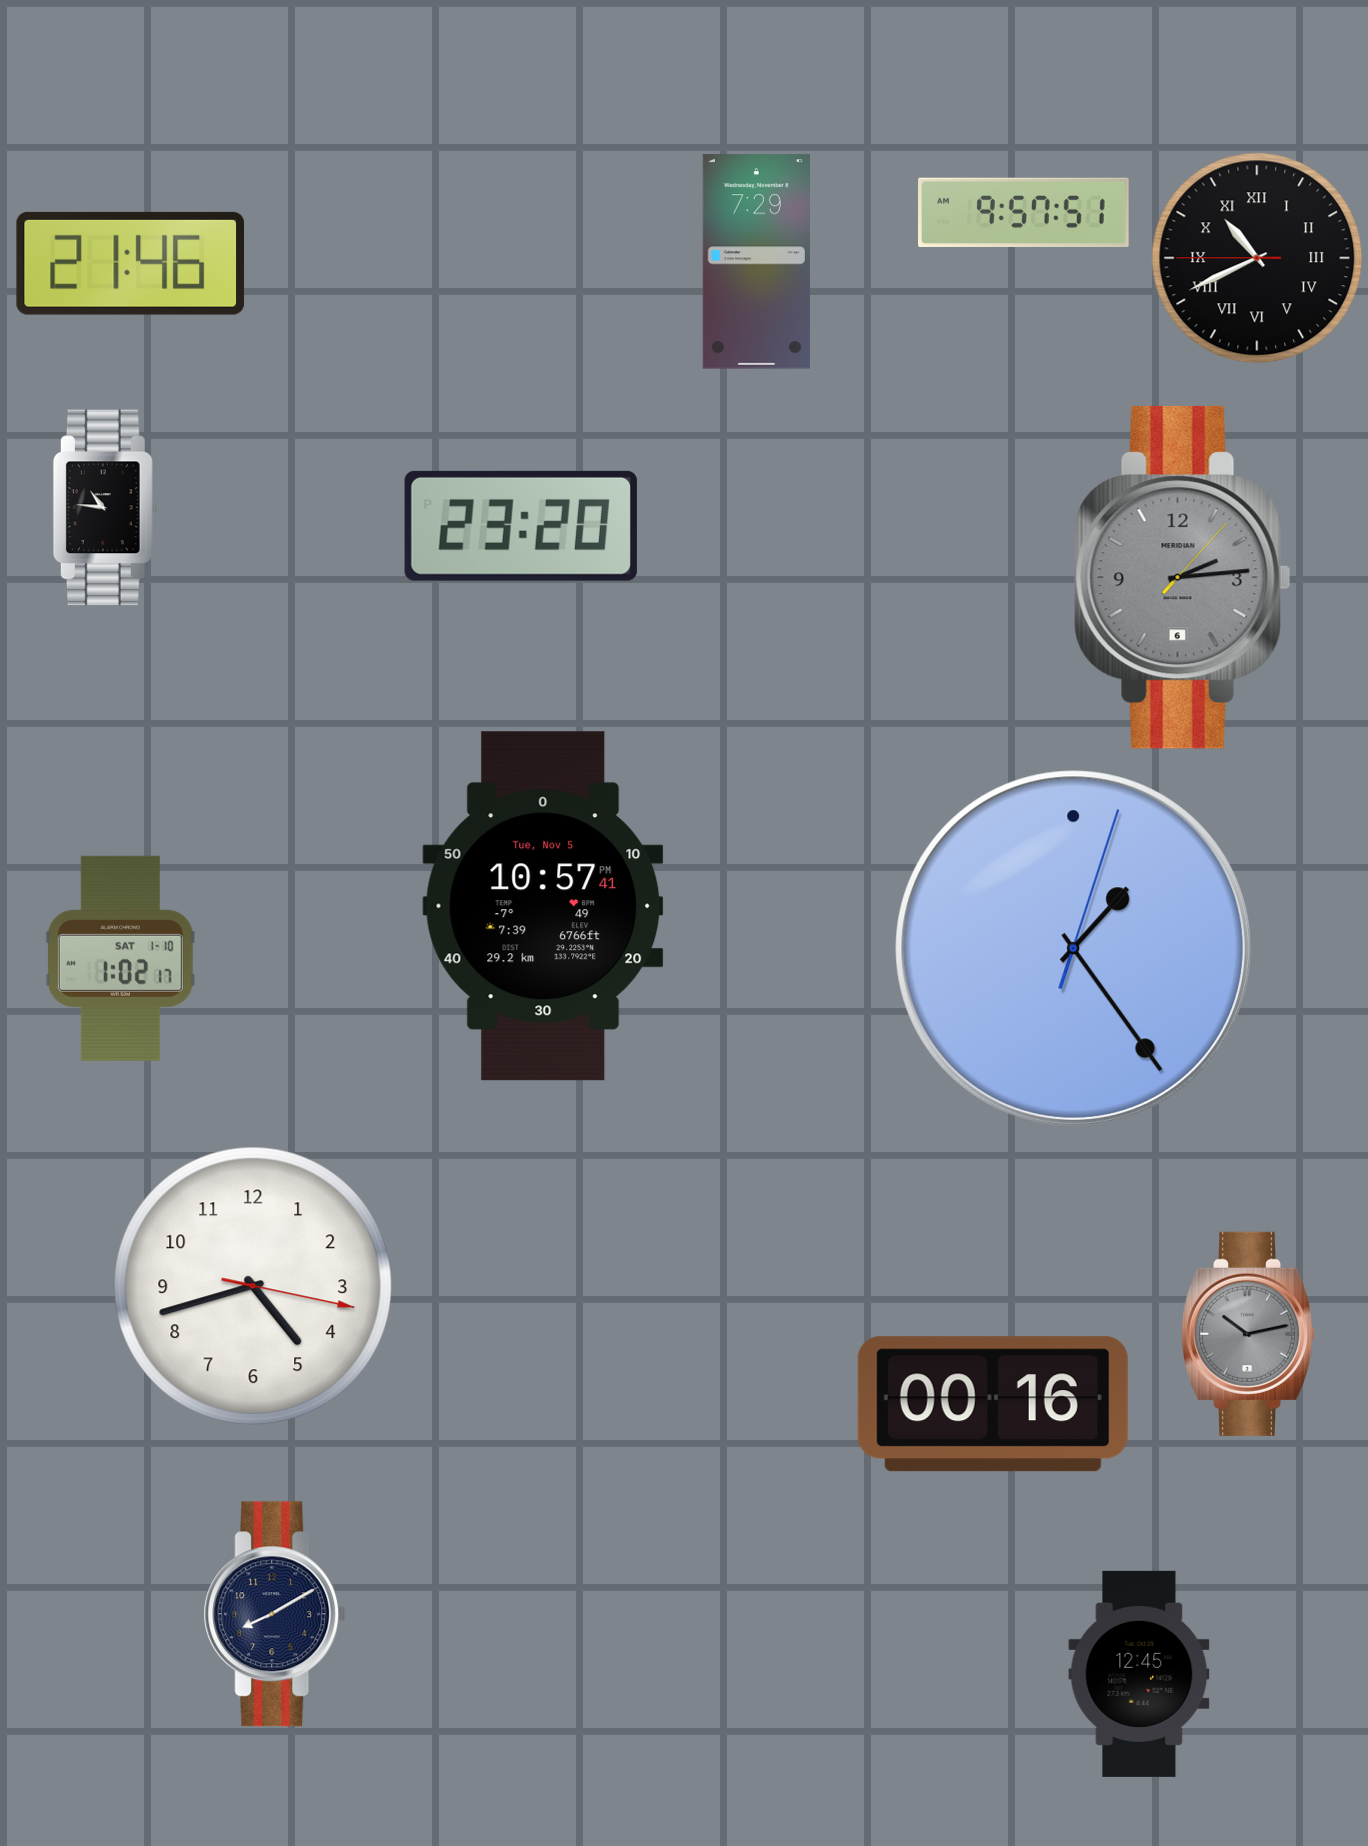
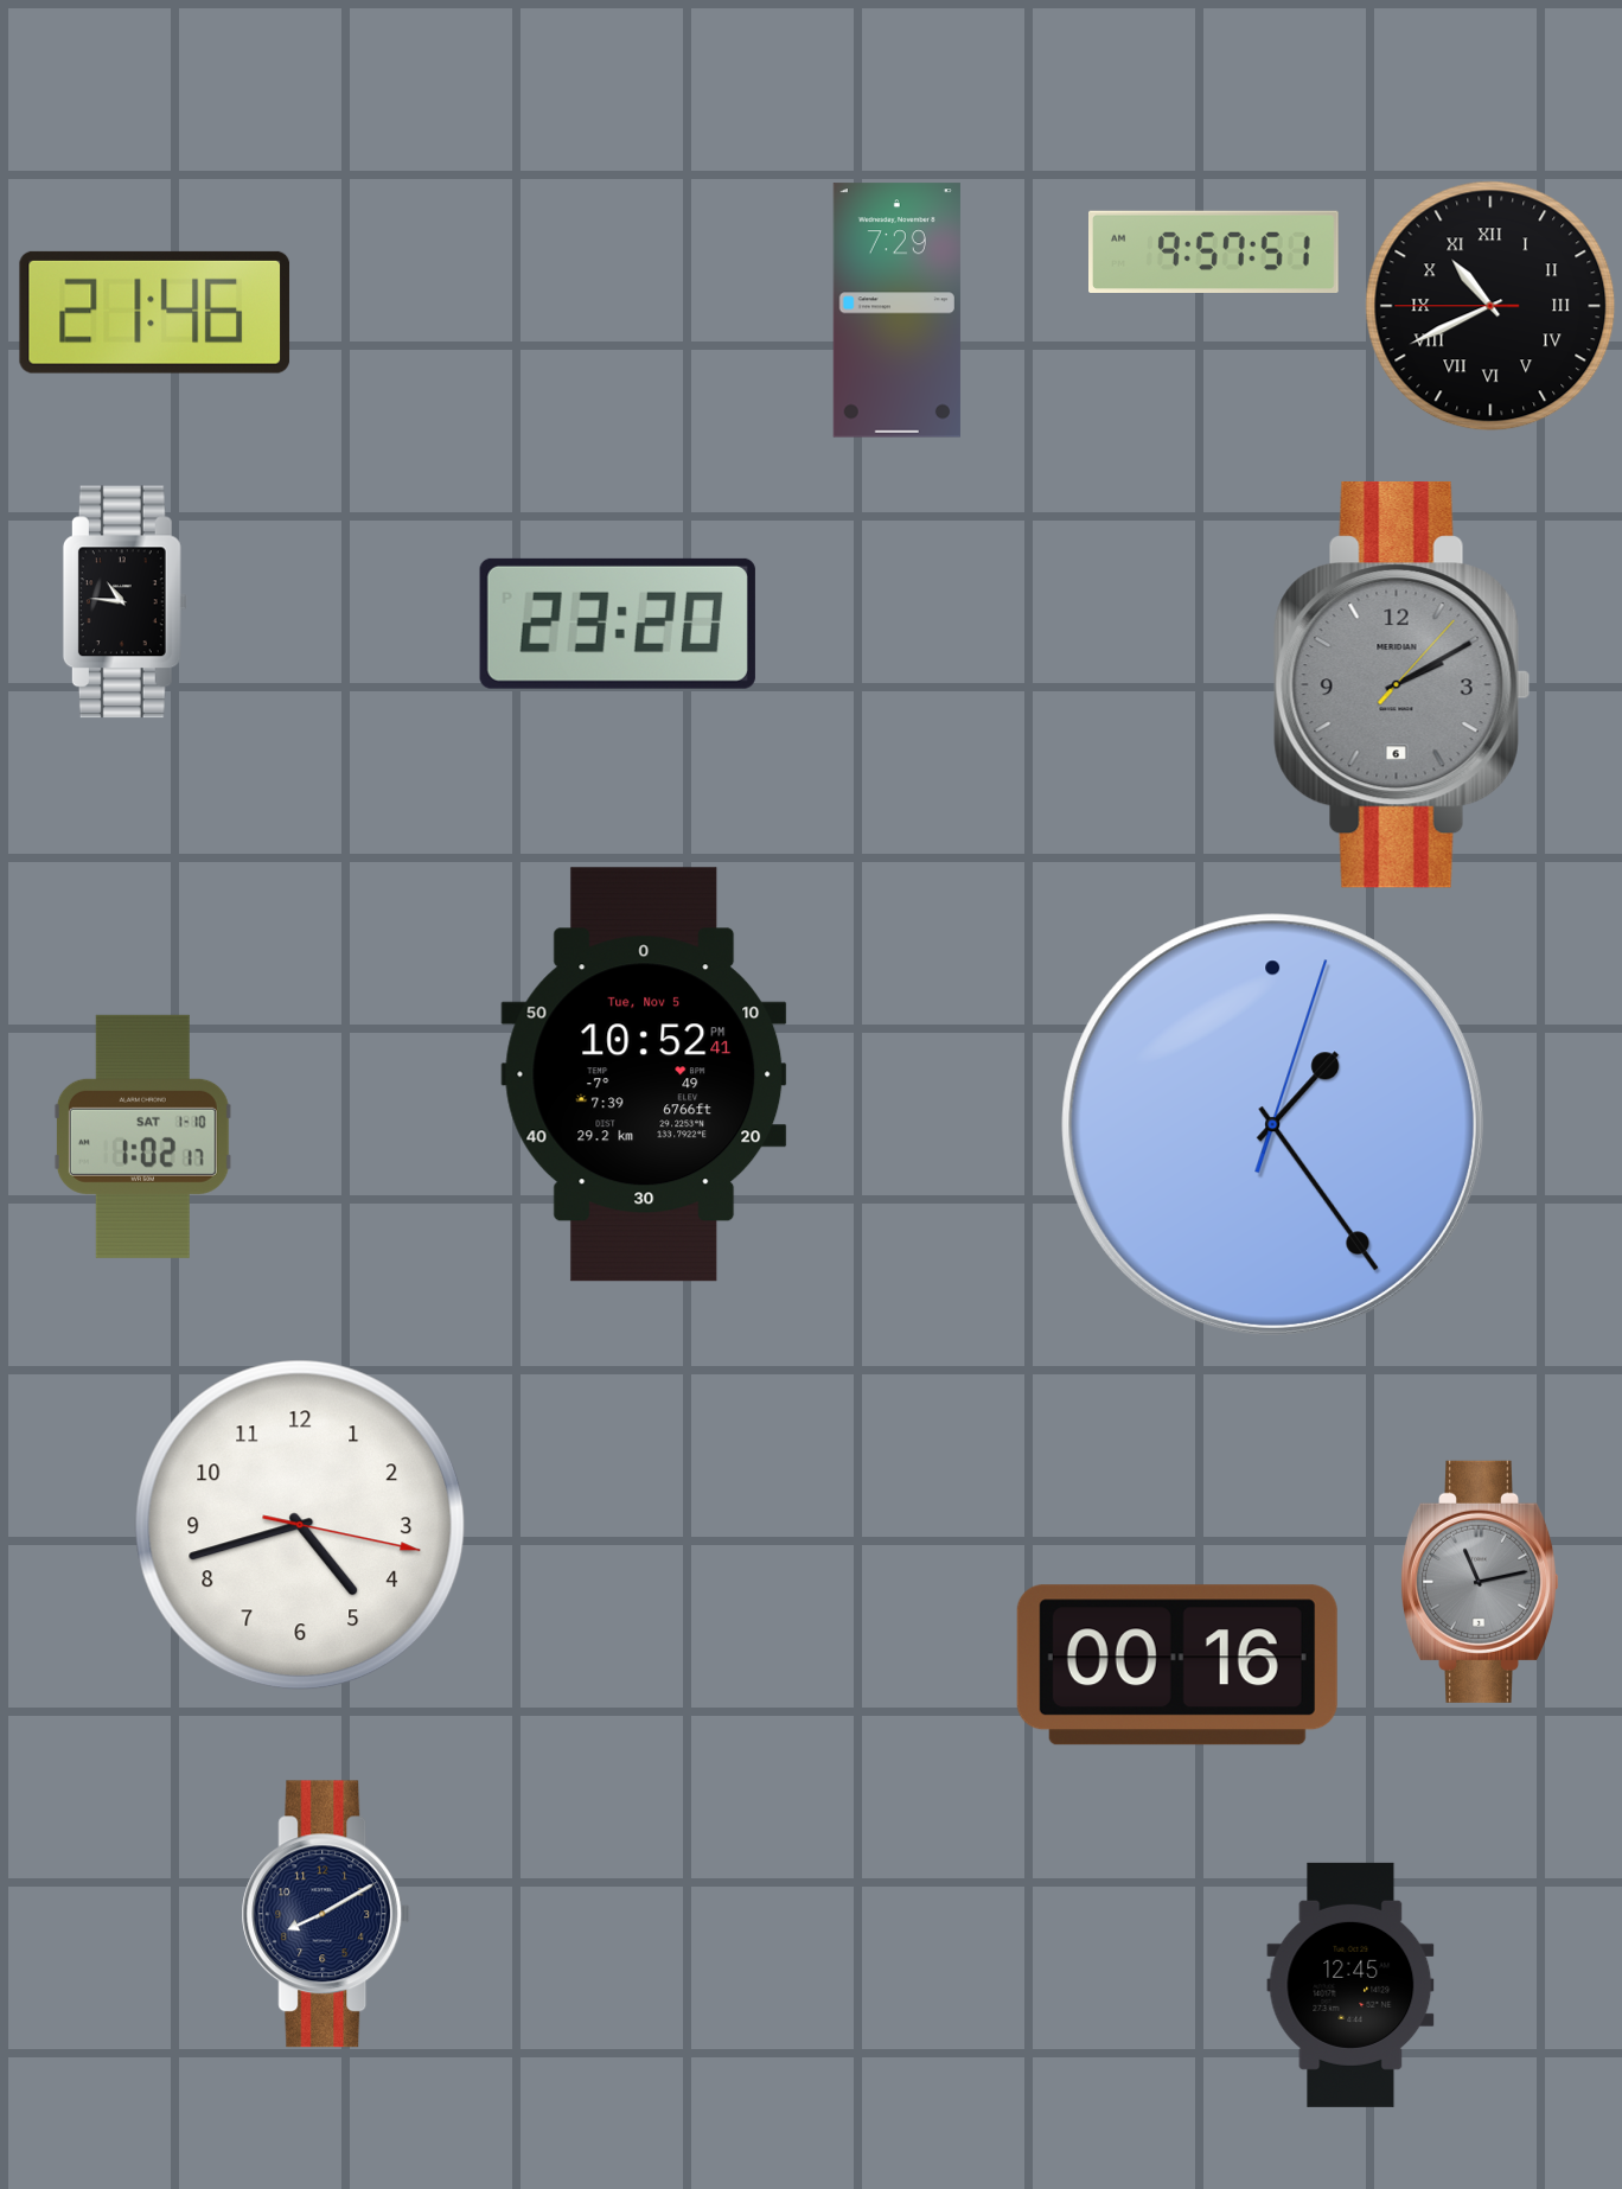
clock at (1183, 577): 2:14 -> 2:10
clock at (543, 906): 10:57 -> 10:52
clock at (1248, 1334): 10:13 -> 11:13
